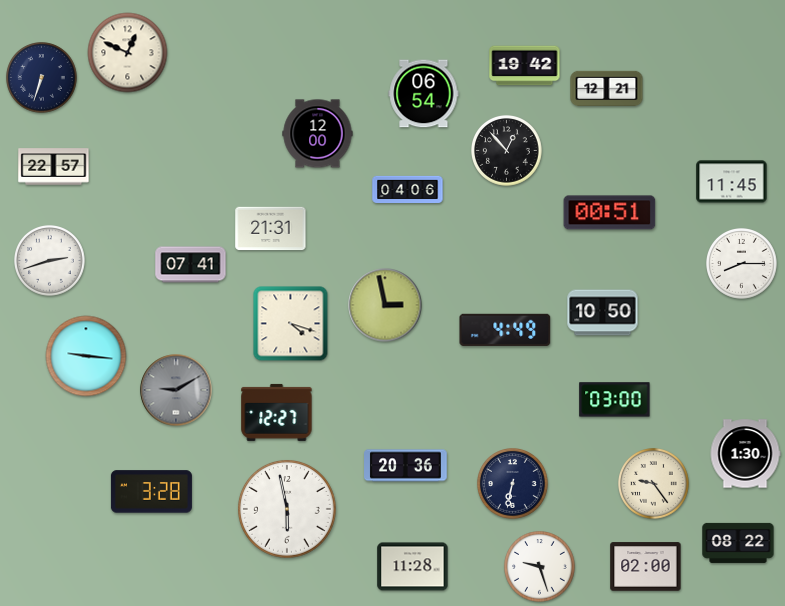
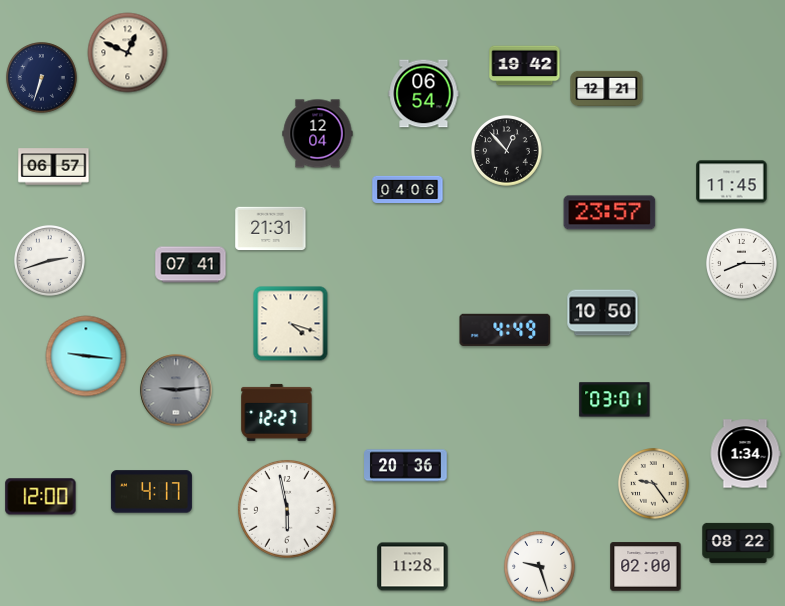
clock at (318, 134): 12:00 -> 12:04
clock at (54, 167): 22:57 -> 06:57
clock at (610, 213): 00:51 -> 23:57
clock at (385, 305): 2:58 -> none
clock at (176, 390): 9:10 -> 9:14
clock at (615, 400): 03:00 -> 03:01
clock at (745, 454): 1:30 -> 1:34
clock at (513, 484): 6:32 -> none
clock at (151, 492): 3:28 -> 4:17
clock at (41, 497): none -> 12:00
